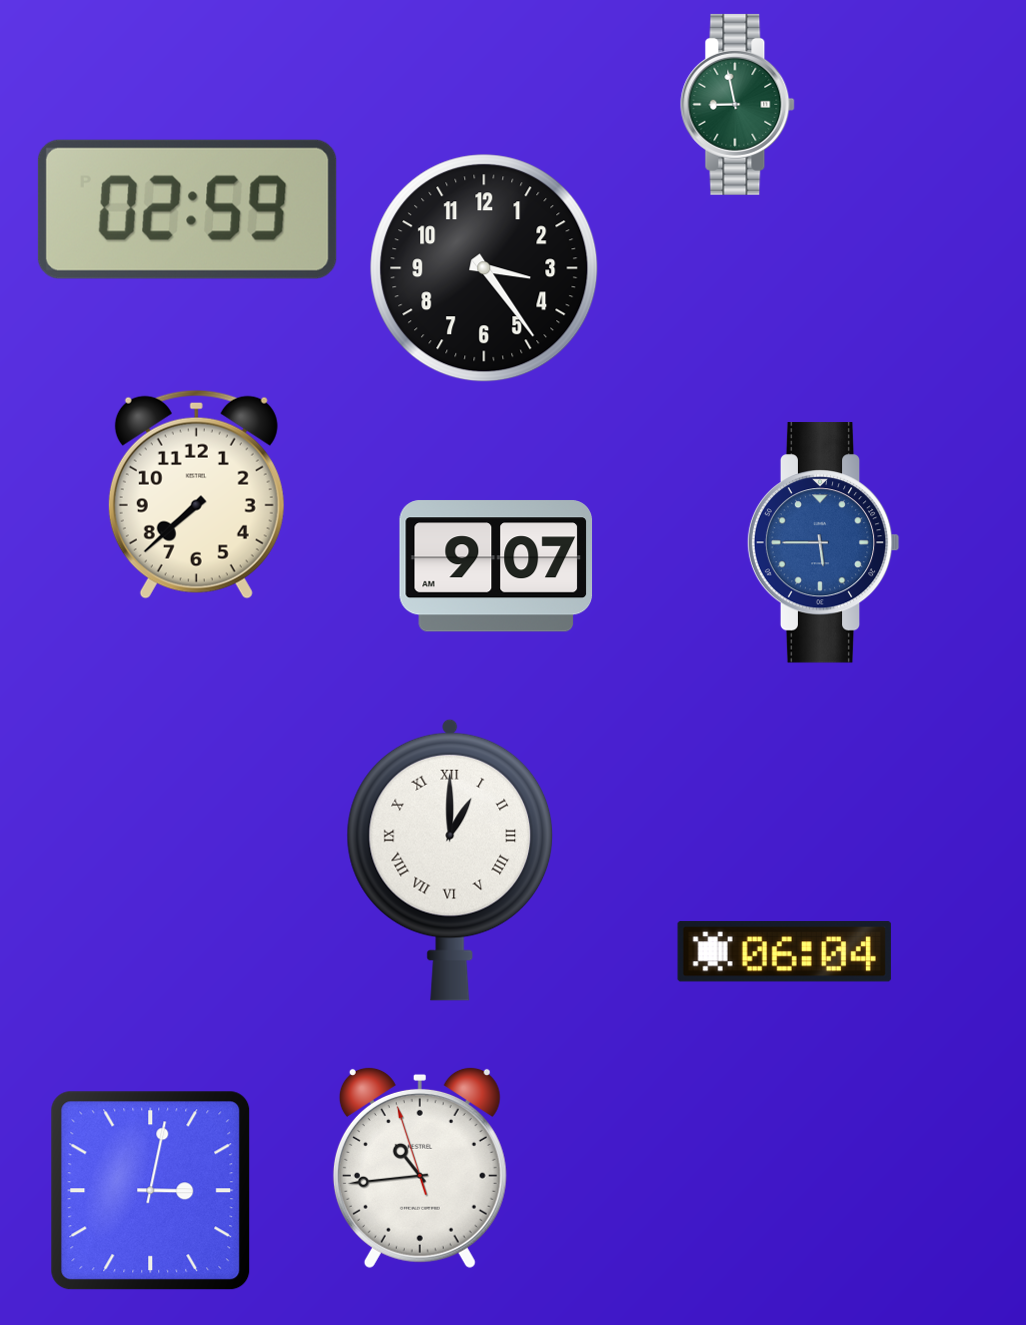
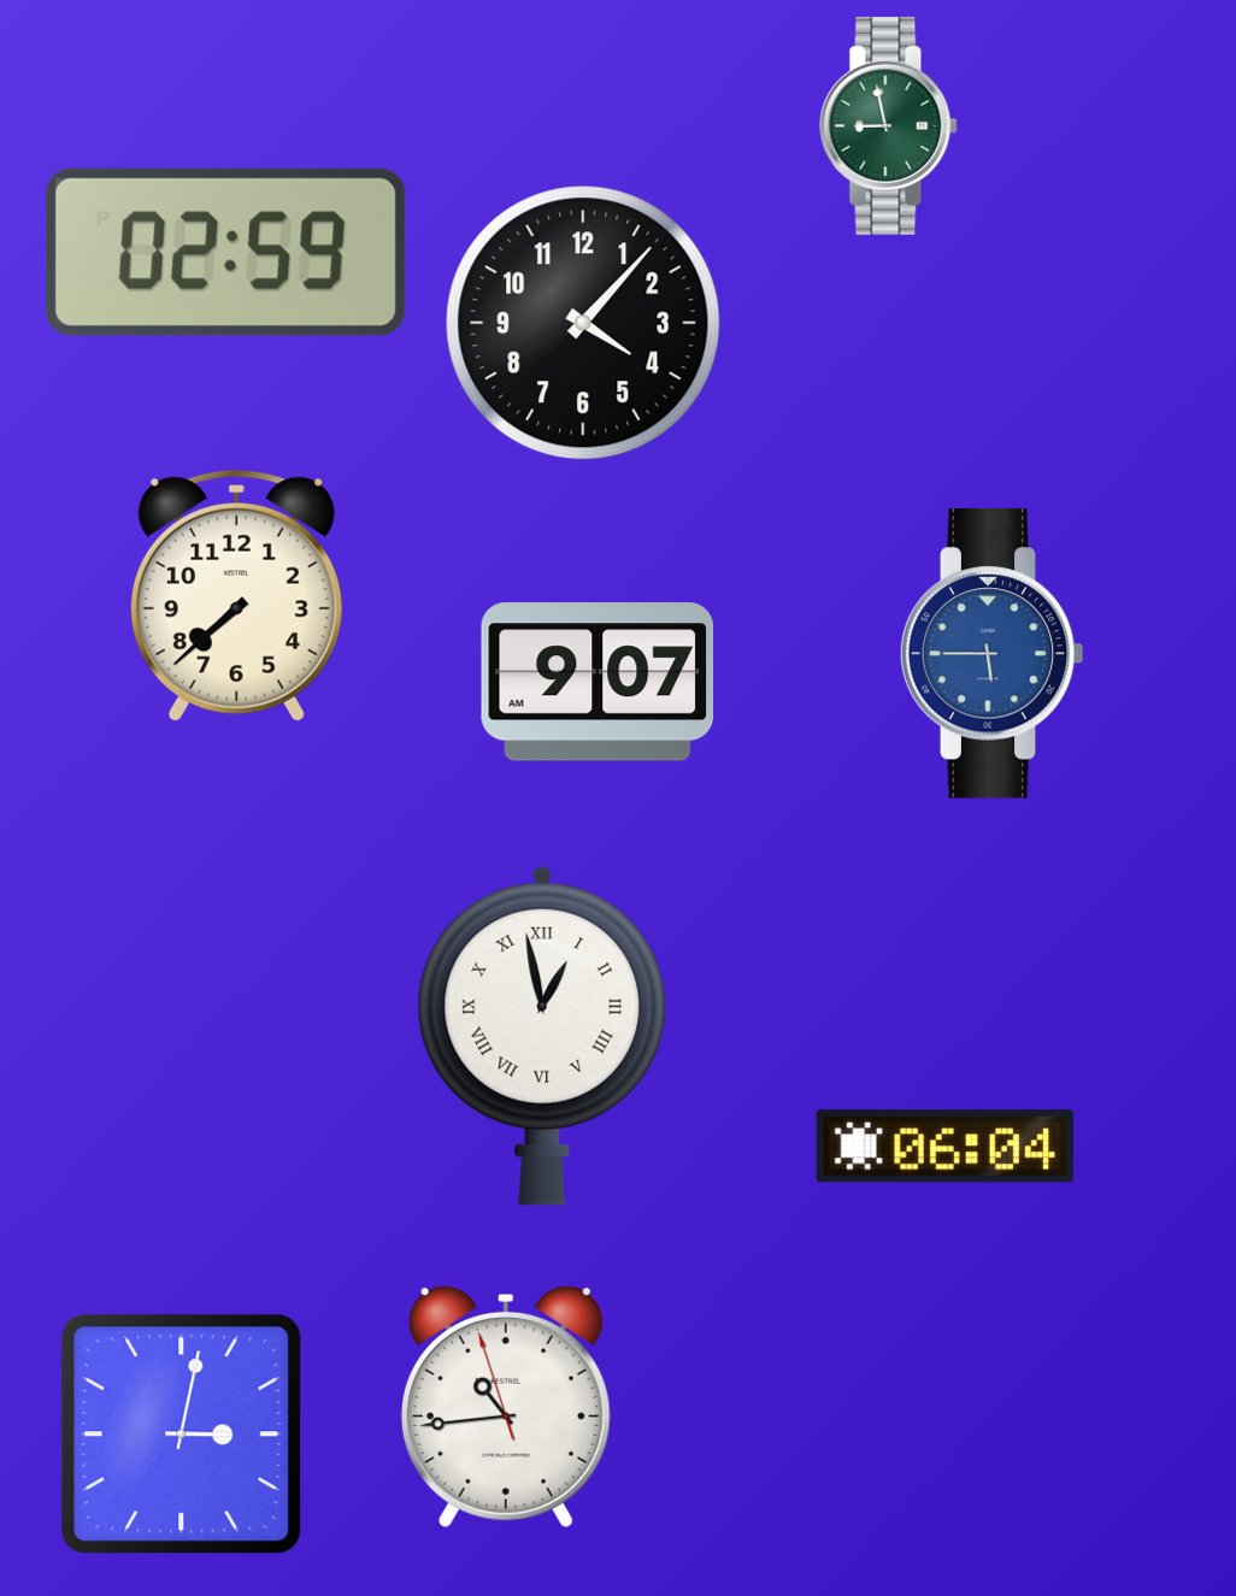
clock at (484, 268): 3:24 -> 4:07
clock at (450, 860): 1:00 -> 12:58
